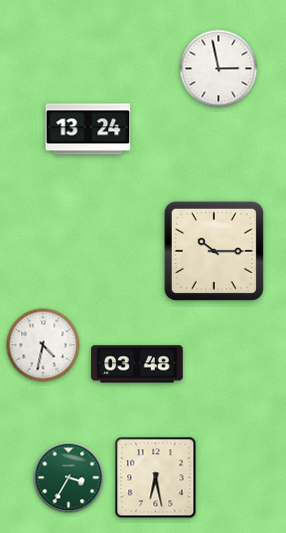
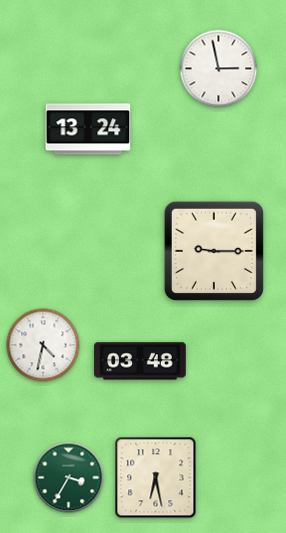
clock at (214, 251): 10:15 -> 9:15
clock at (137, 364) position: (137, 364) -> (140, 361)
